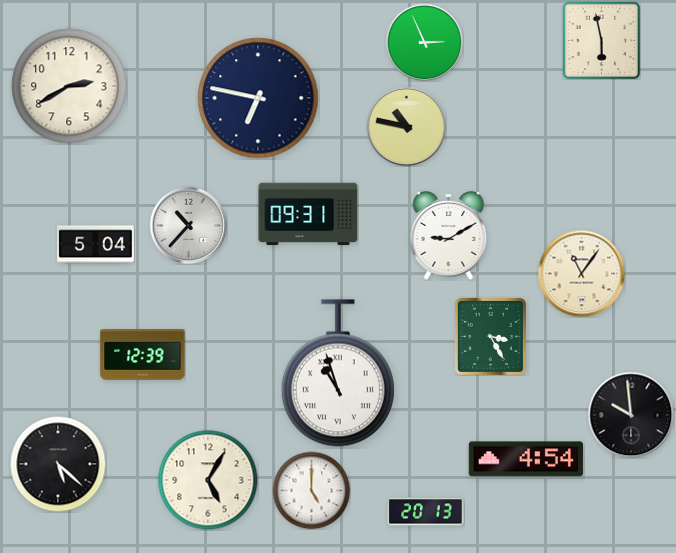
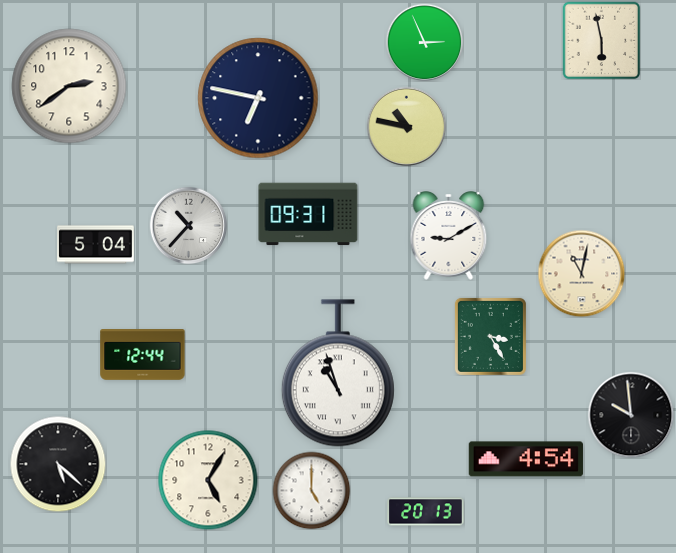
clock at (69, 86): 2:40 -> 2:39
clock at (581, 273): 11:06 -> 11:02
clock at (143, 355): 12:39 -> 12:44
